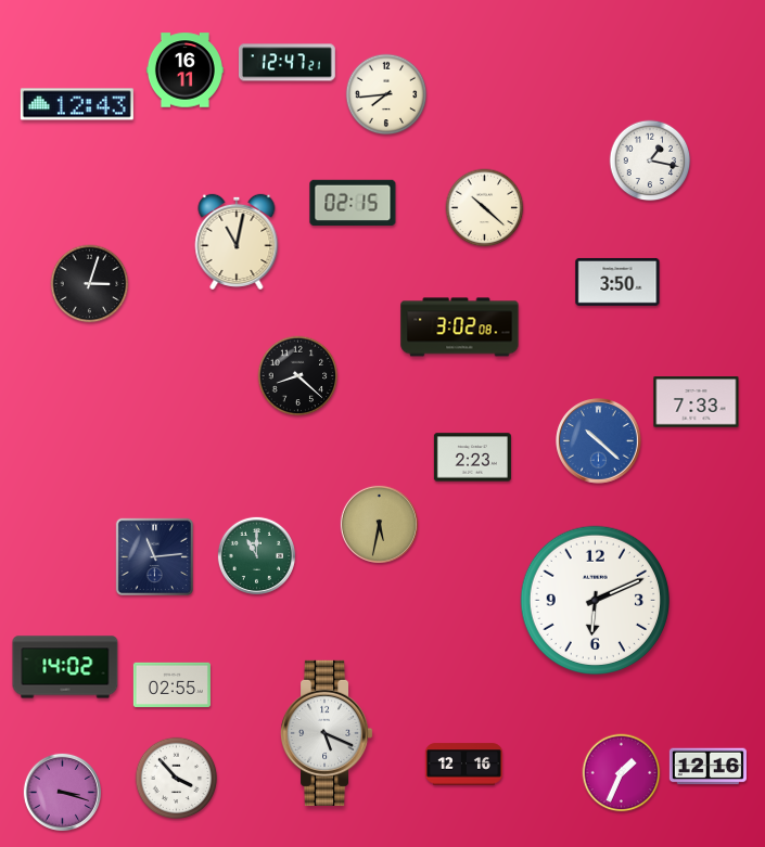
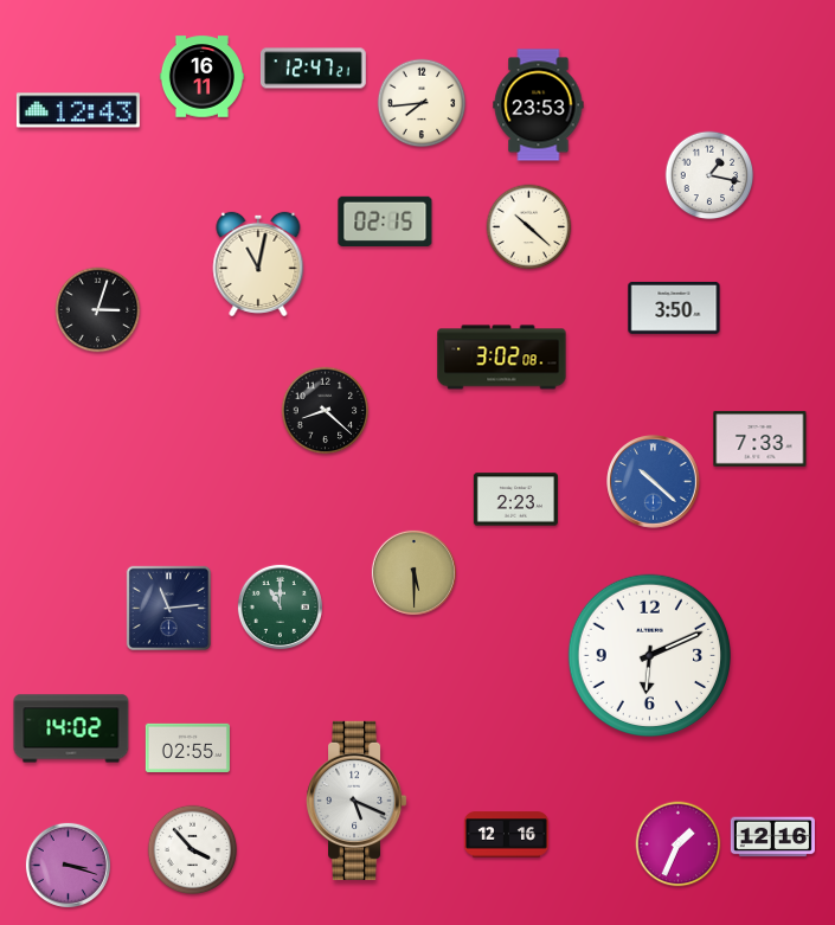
clock at (539, 105): none -> 23:53
clock at (77, 104) position: (77, 104) -> (78, 110)
clock at (379, 524): 5:32 -> 5:30
